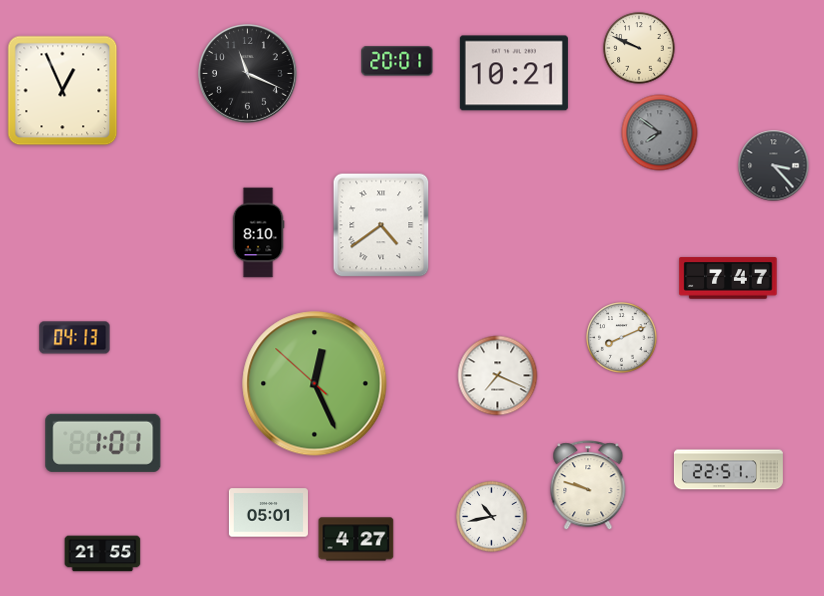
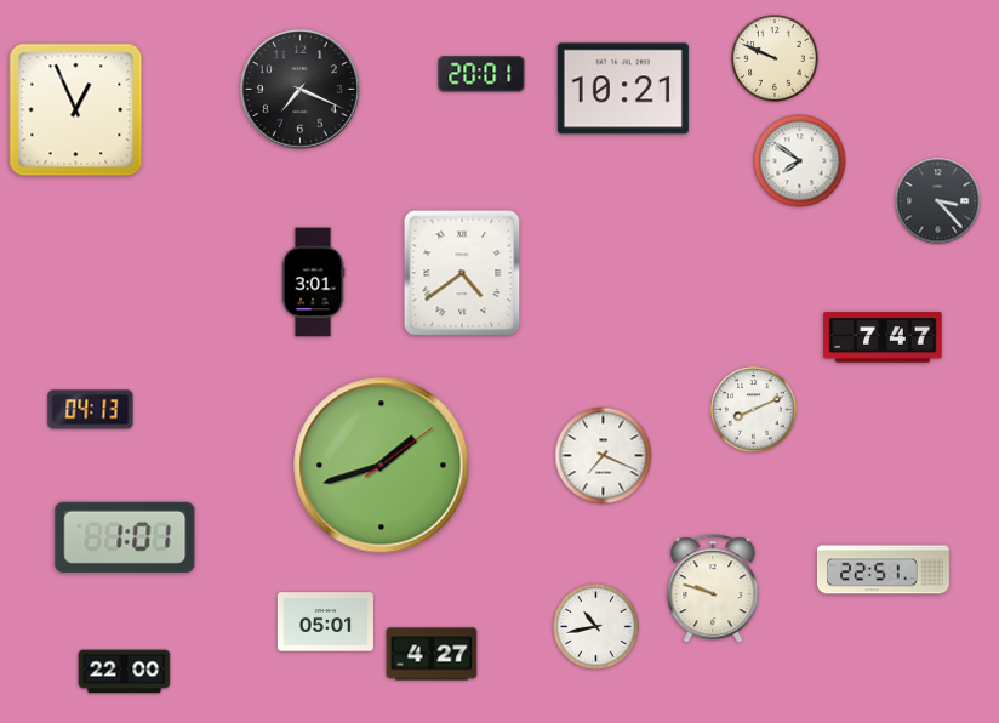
clock at (248, 74): 11:19 -> 7:19
clock at (660, 133) dial: grey -> white
clock at (258, 233): 8:10 -> 3:01
clock at (315, 384): 12:25 -> 1:42
clock at (103, 554): 21:55 -> 22:00
